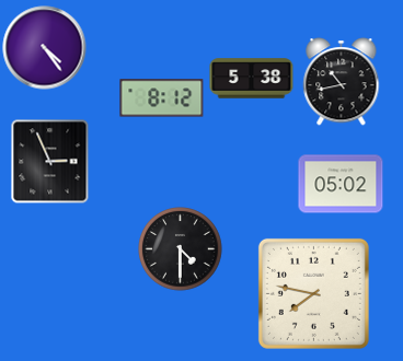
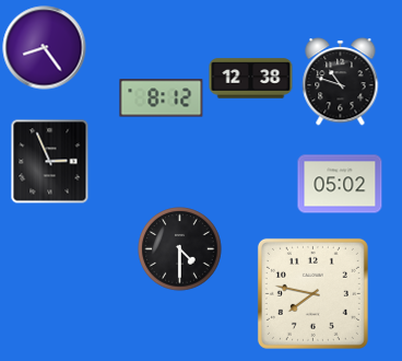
clock at (45, 48): 4:24 -> 8:24
clock at (252, 79): 5:38 -> 12:38
clock at (342, 82): 10:43 -> 10:48
